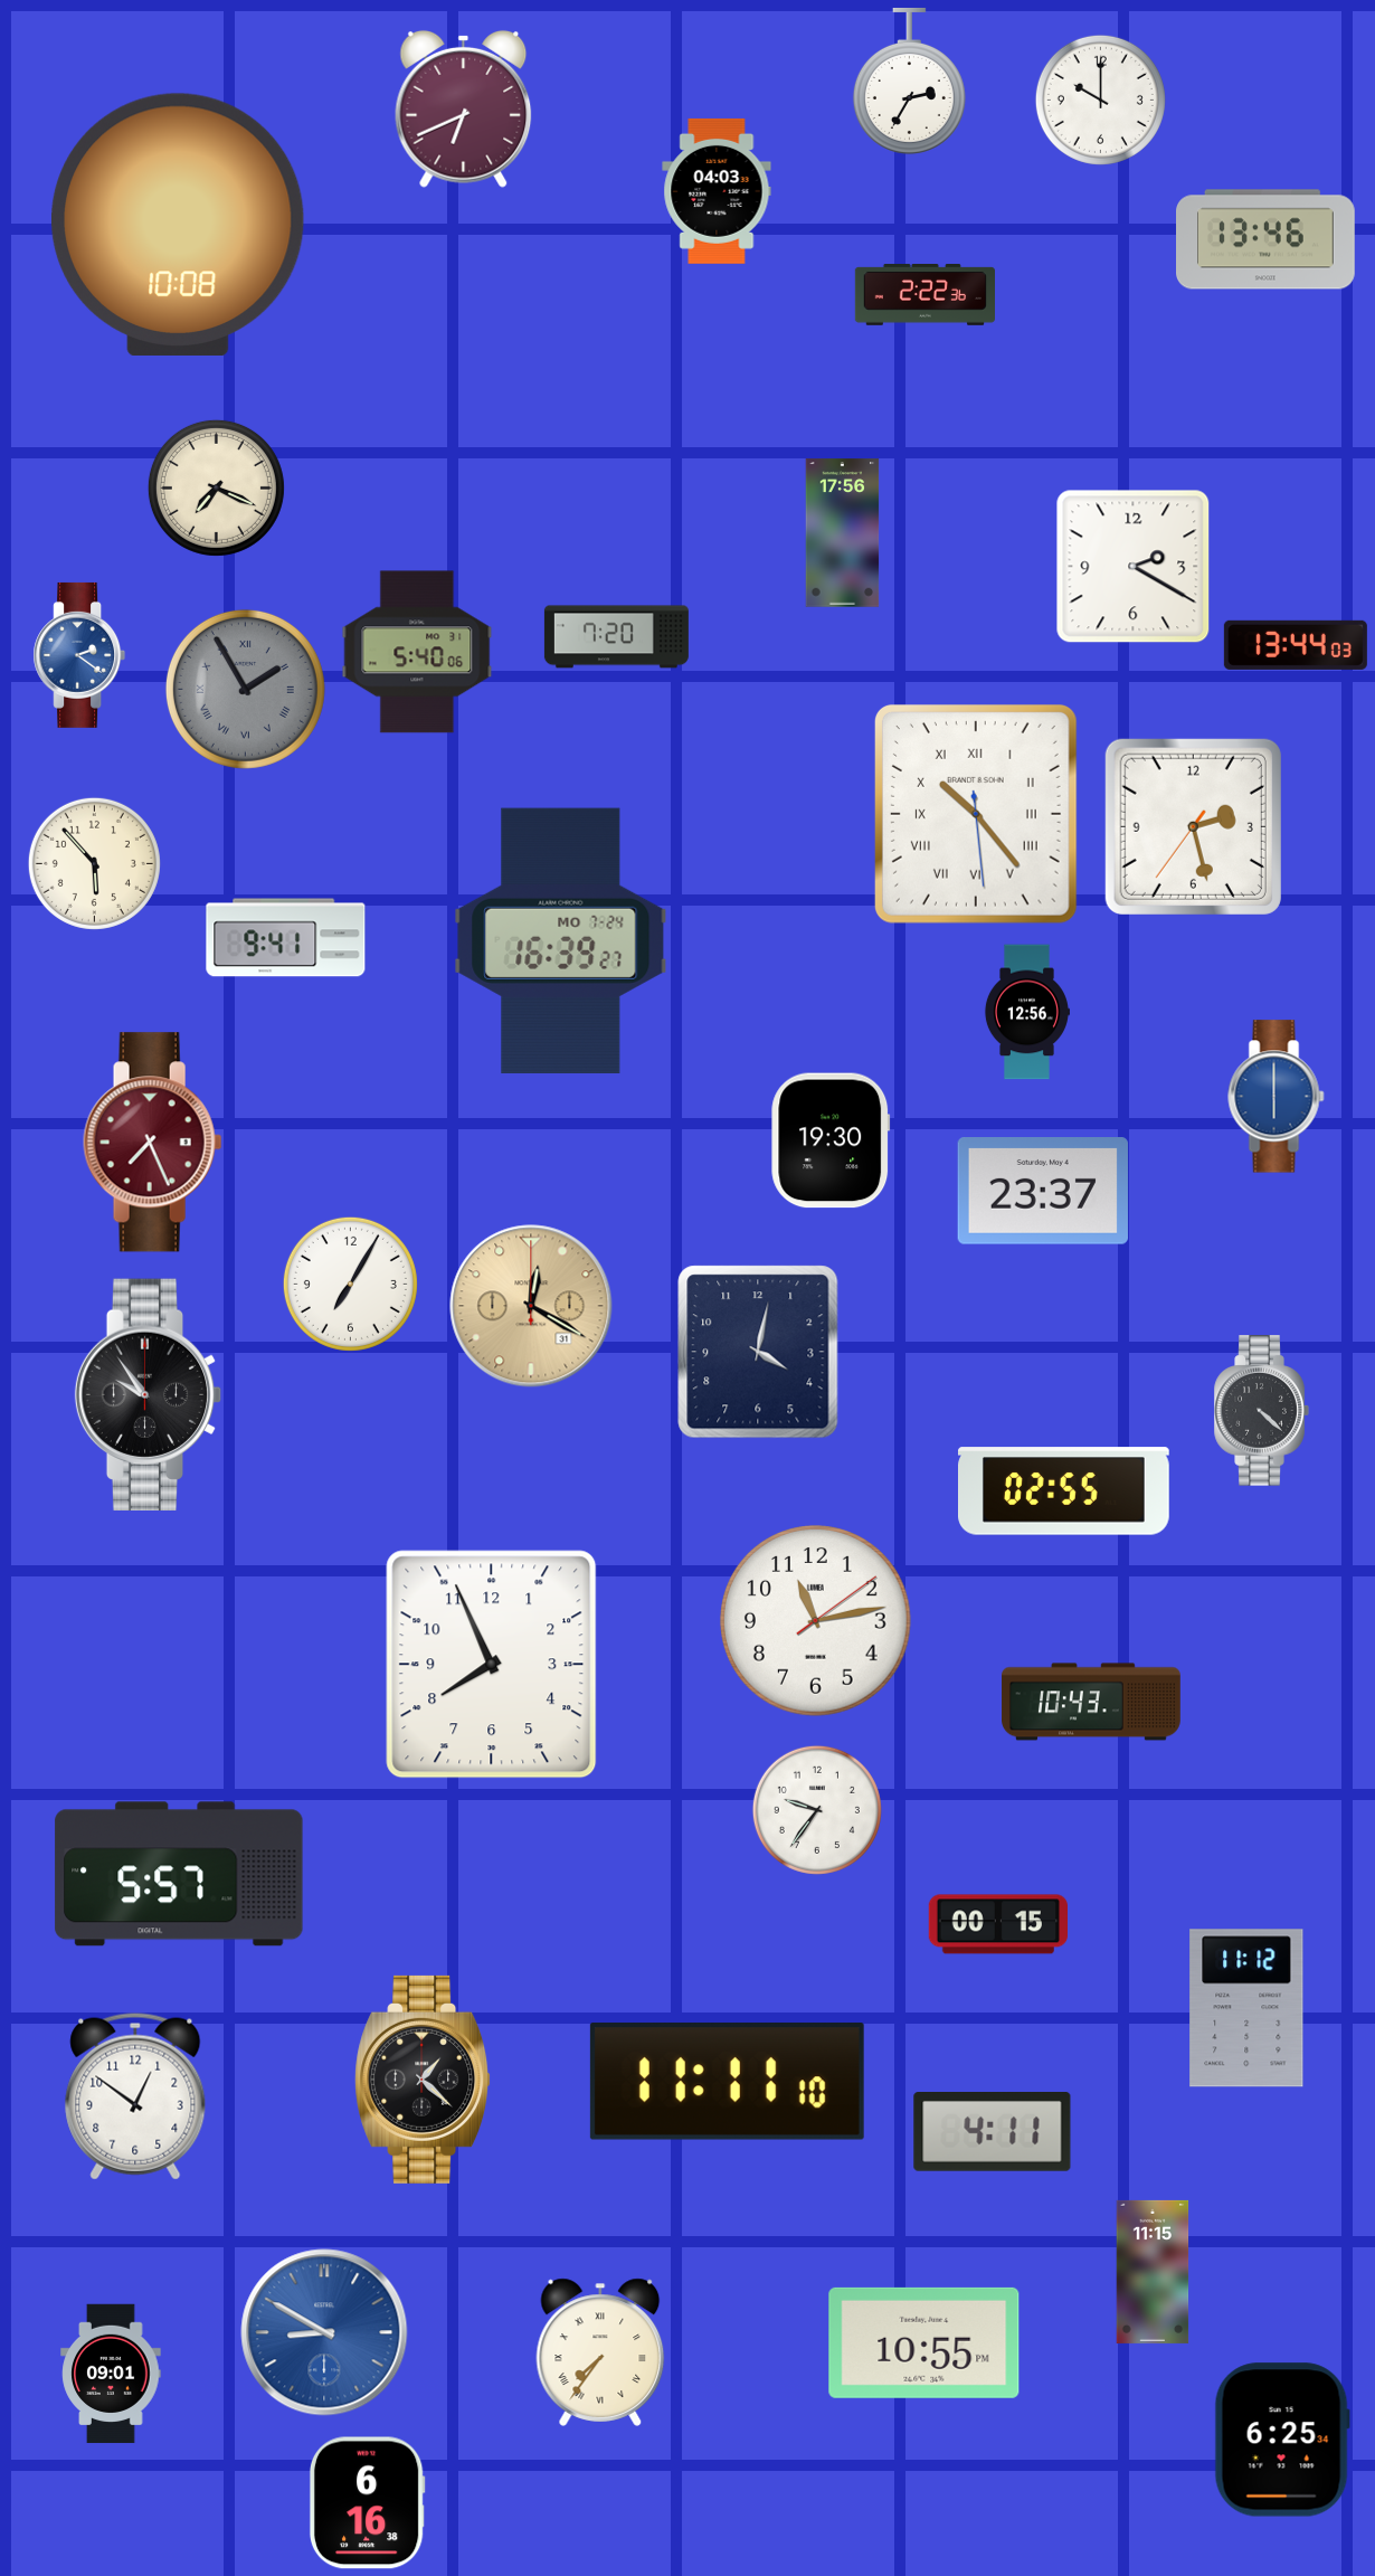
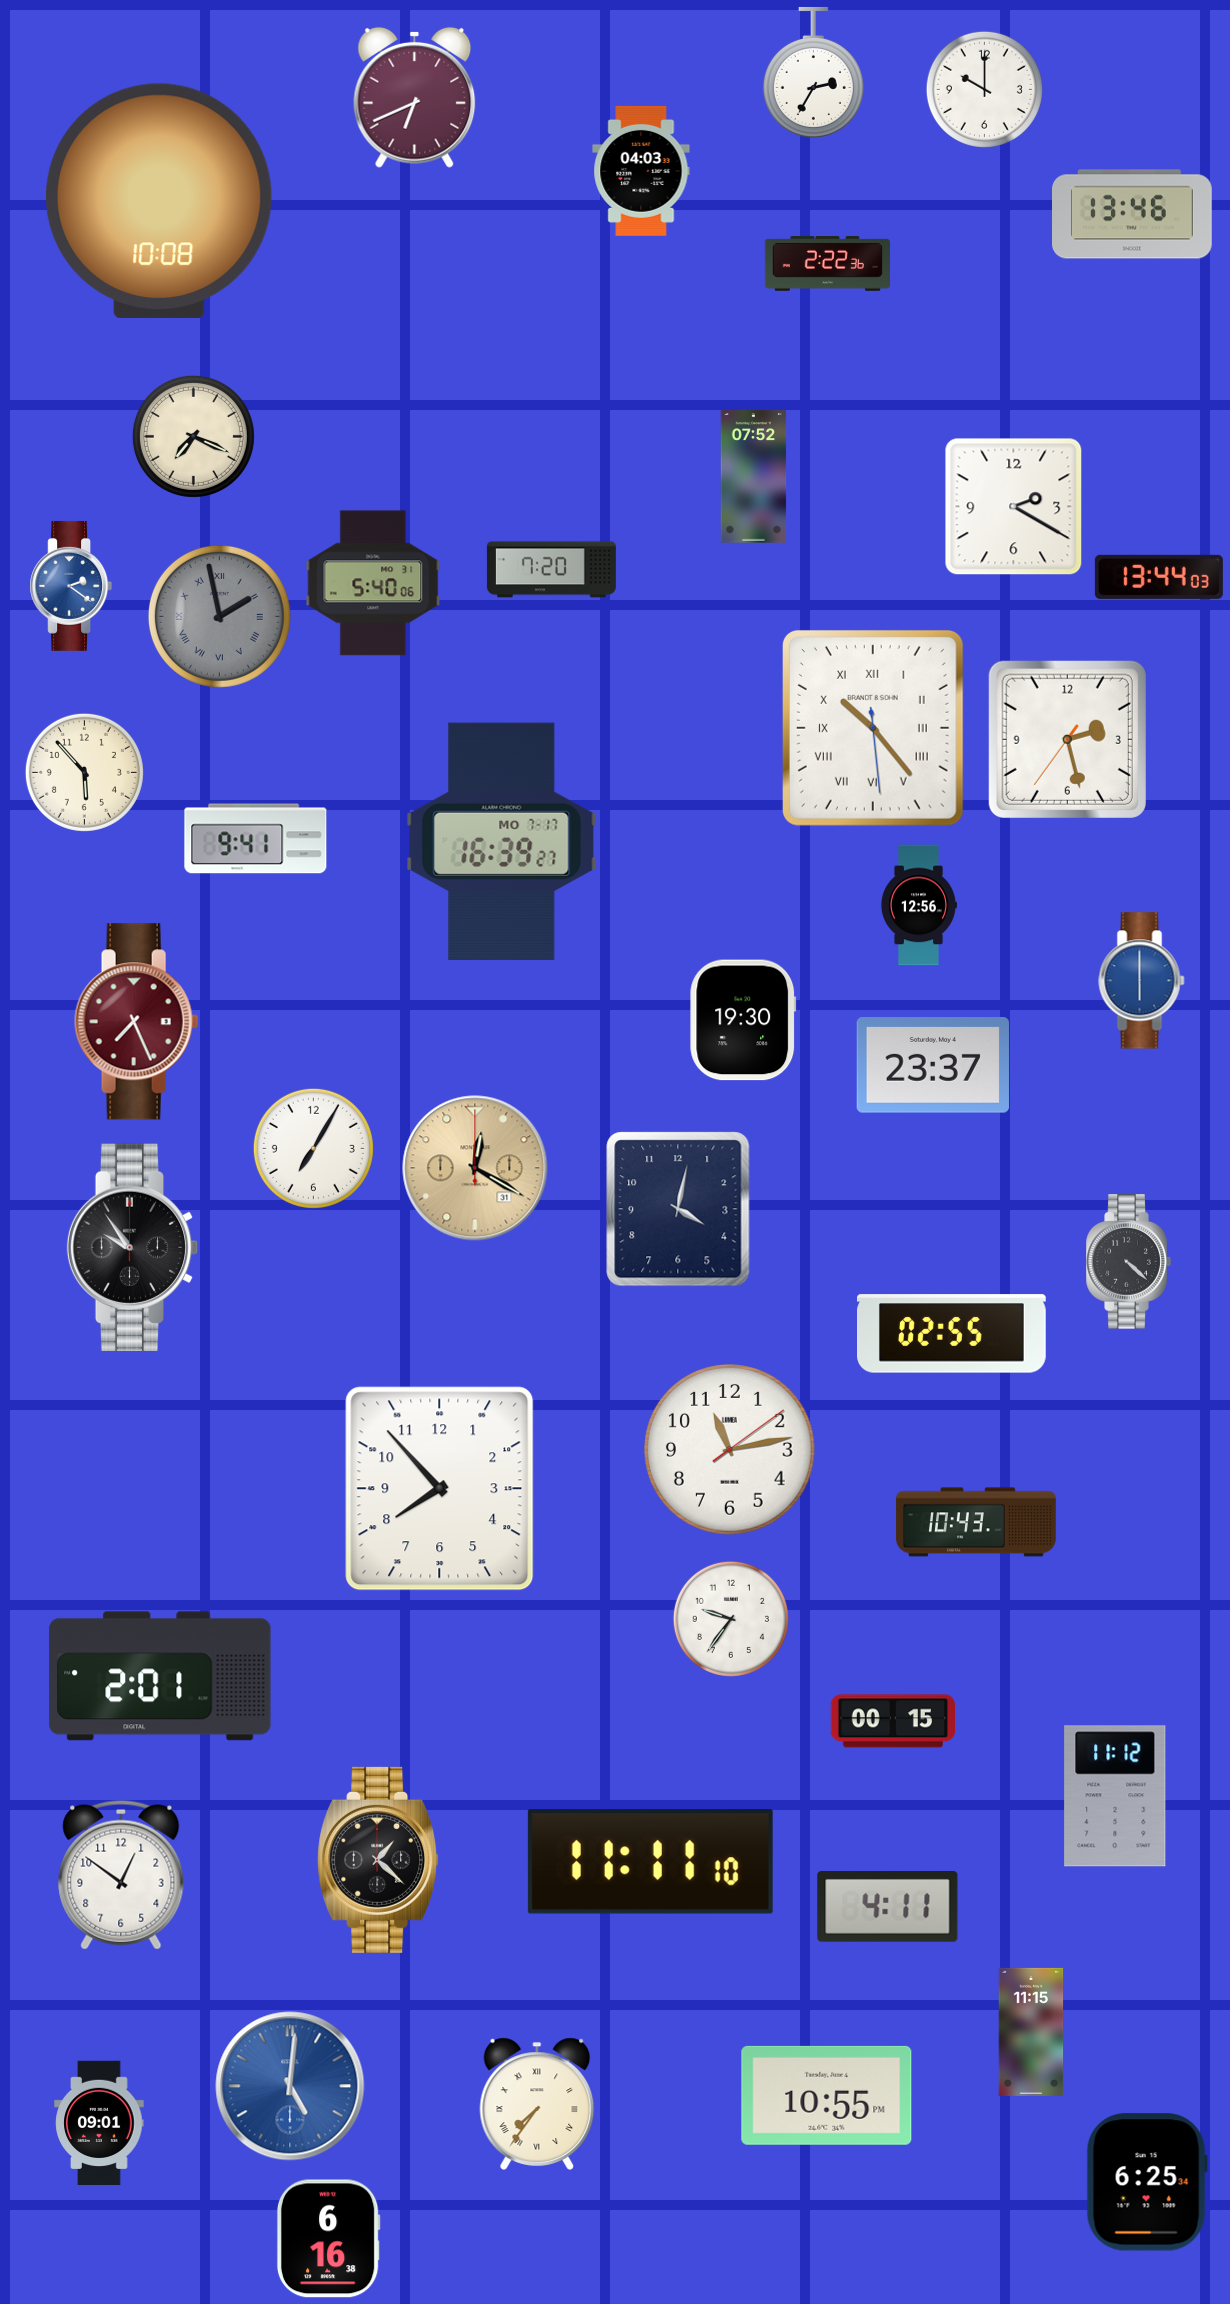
clock at (843, 533): 17:56 -> 07:52
clock at (245, 689): 1:55 -> 1:58
clock at (561, 940) date: MO 7-24 -> MO 7-17
clock at (492, 1665): 7:56 -> 7:53
clock at (179, 1874): 5:57 -> 2:01
clock at (324, 2332): 8:50 -> 5:01
